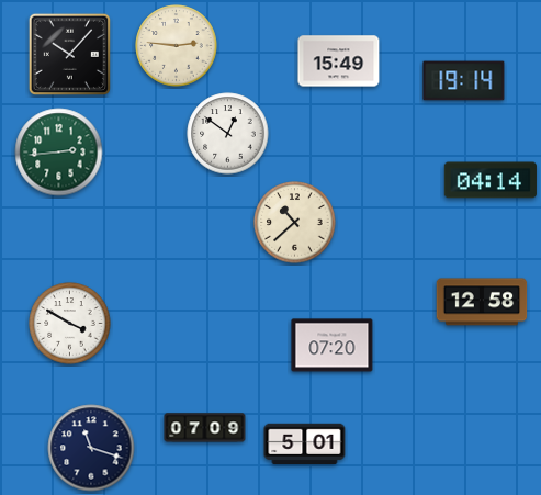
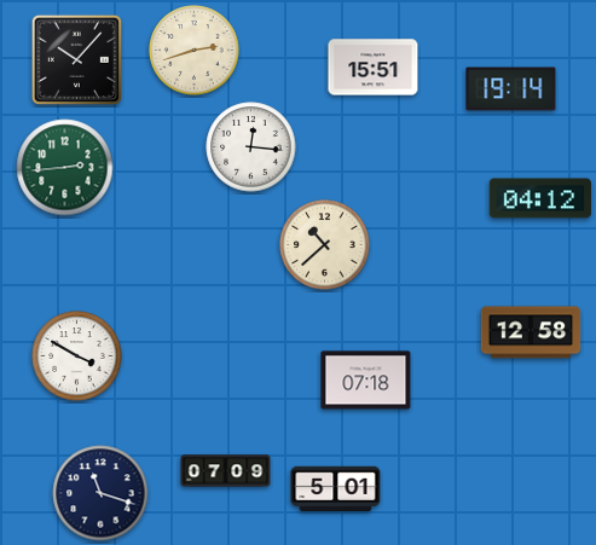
clock at (177, 46): 2:46 -> 2:42
clock at (339, 61): 15:49 -> 15:51
clock at (228, 134): 12:51 -> 12:16
clock at (491, 180): 04:14 -> 04:12
clock at (333, 346): 07:20 -> 07:18
